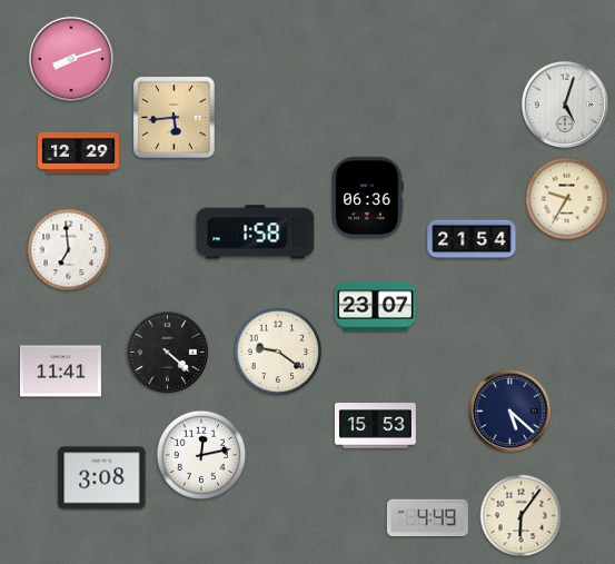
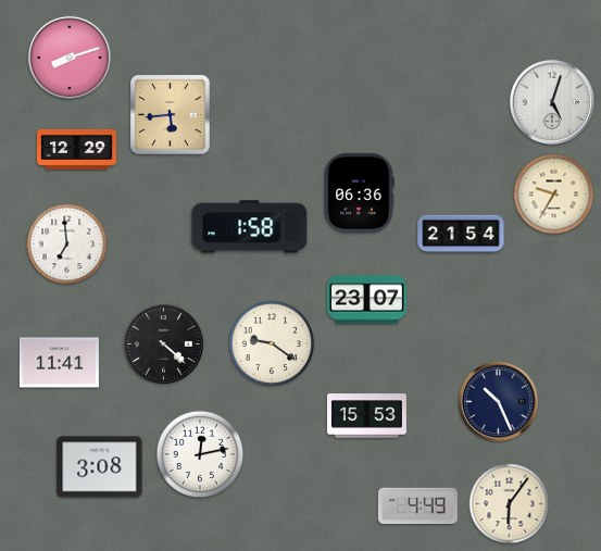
clock at (509, 410): 5:22 -> 10:26
clock at (201, 455) position: (201, 455) -> (200, 454)
